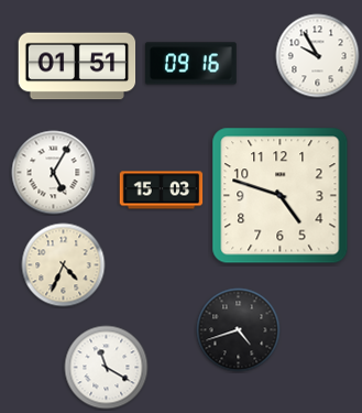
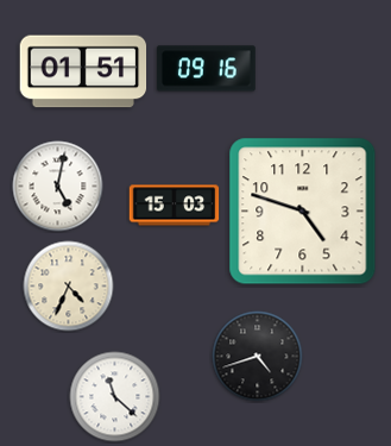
clock at (318, 56): 9:55 -> none
clock at (54, 173): 5:05 -> 5:02
clock at (107, 368): 11:20 -> 11:22
